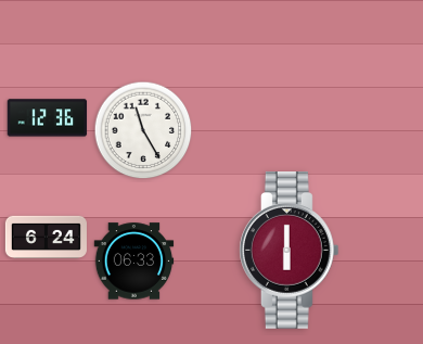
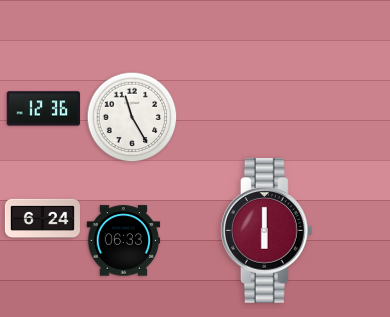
clock at (143, 130) position: (143, 130) -> (132, 117)
